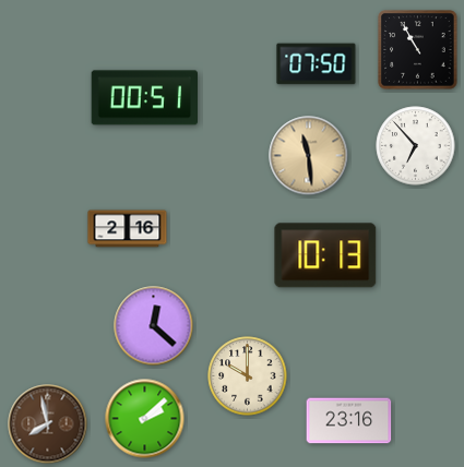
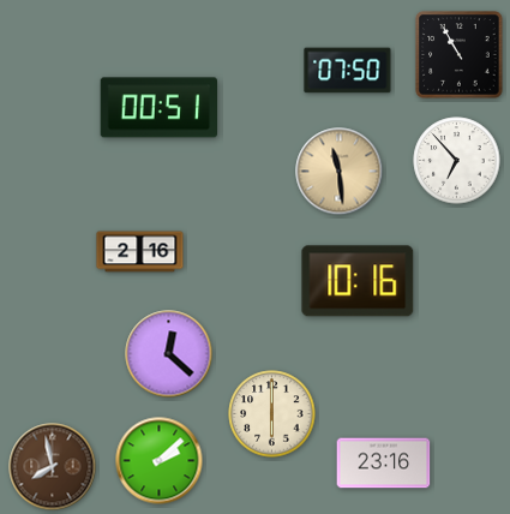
clock at (325, 255): 10:13 -> 10:16
clock at (154, 326) position: (154, 326) -> (169, 354)
clock at (248, 376): 10:00 -> 6:00
